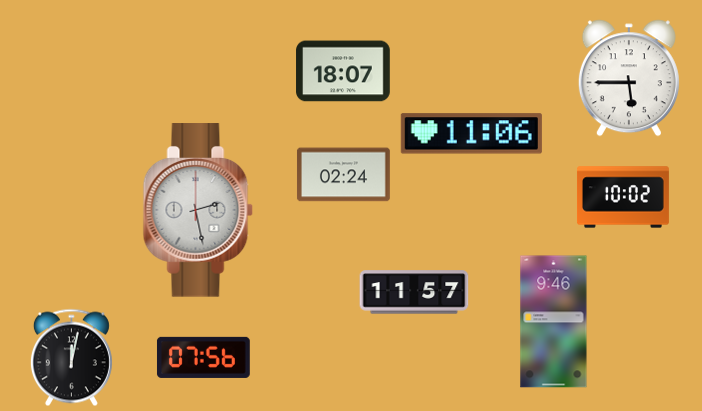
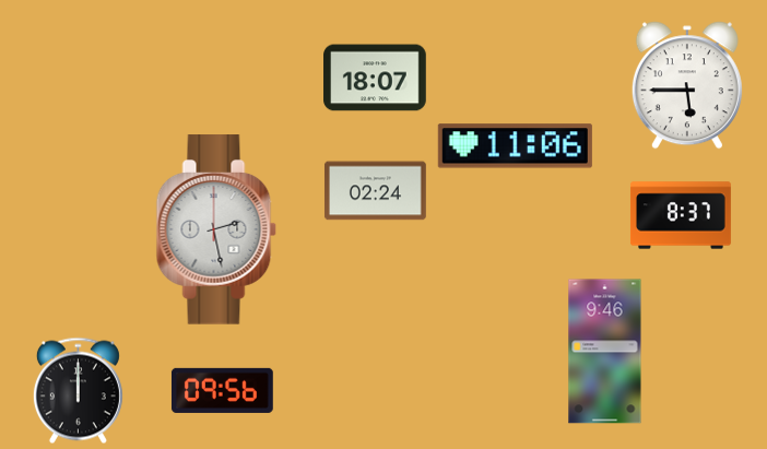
clock at (623, 197): 10:02 -> 8:37
clock at (414, 292): 11:57 -> none
clock at (203, 357): 07:56 -> 09:56
clock at (71, 358): 12:02 -> 12:00
